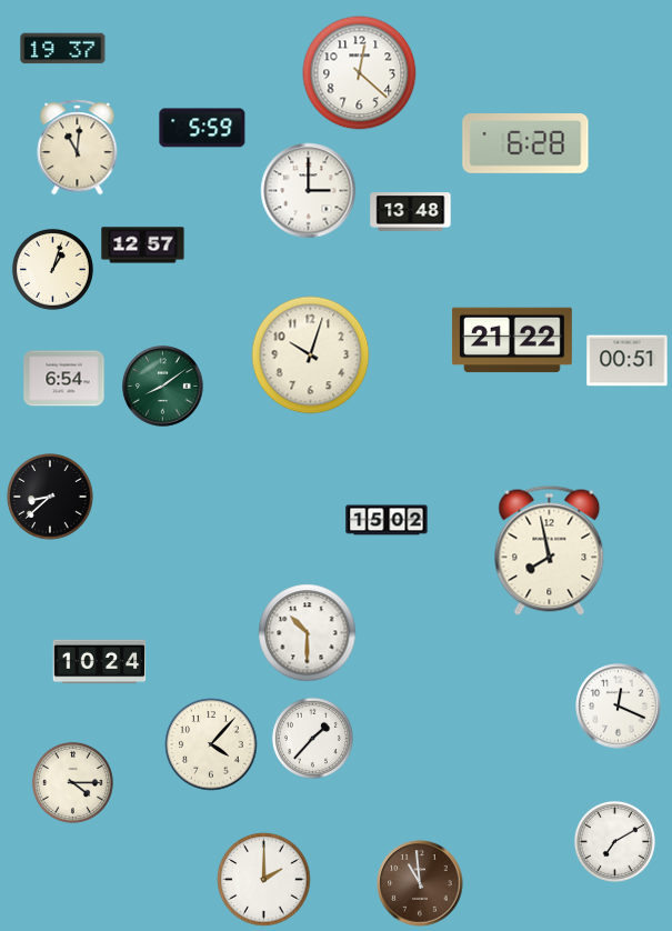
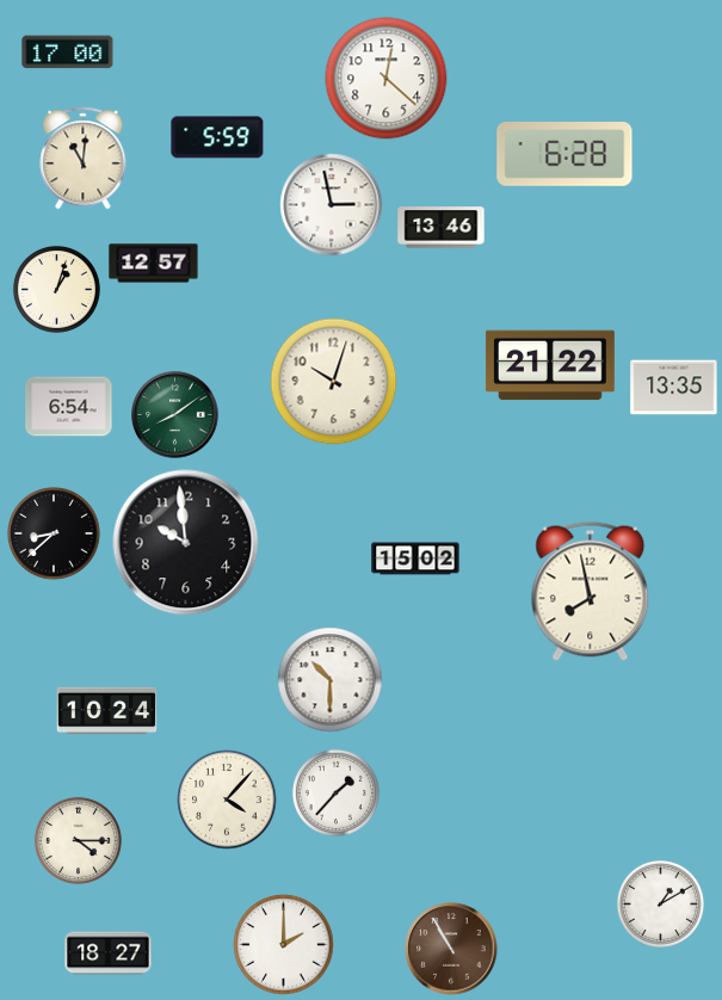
clock at (63, 49): 19:37 -> 17:00
clock at (309, 191): 3:00 -> 2:58
clock at (411, 212): 13:48 -> 13:46
clock at (628, 361): 00:51 -> 13:35
clock at (186, 543): none -> 9:59
clock at (619, 707): 12:19 -> none
clock at (614, 841): 7:10 -> 1:10
clock at (420, 883): 10:59 -> 10:55
clock at (109, 953): none -> 18:27
